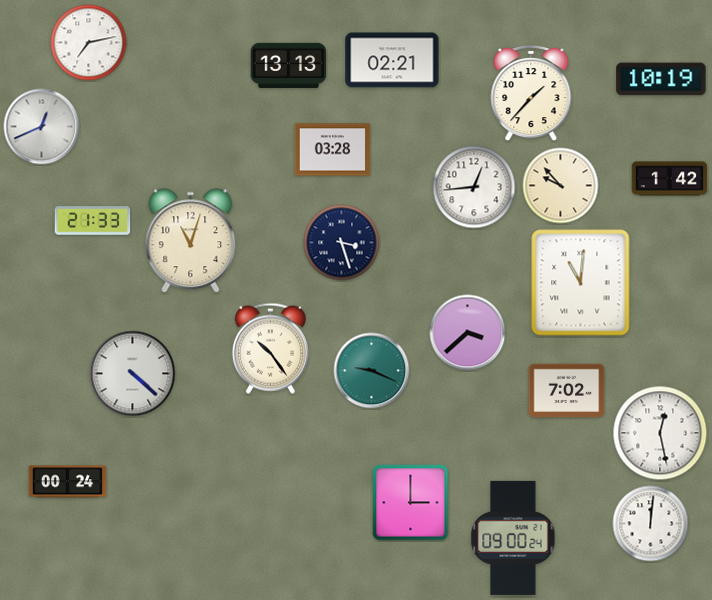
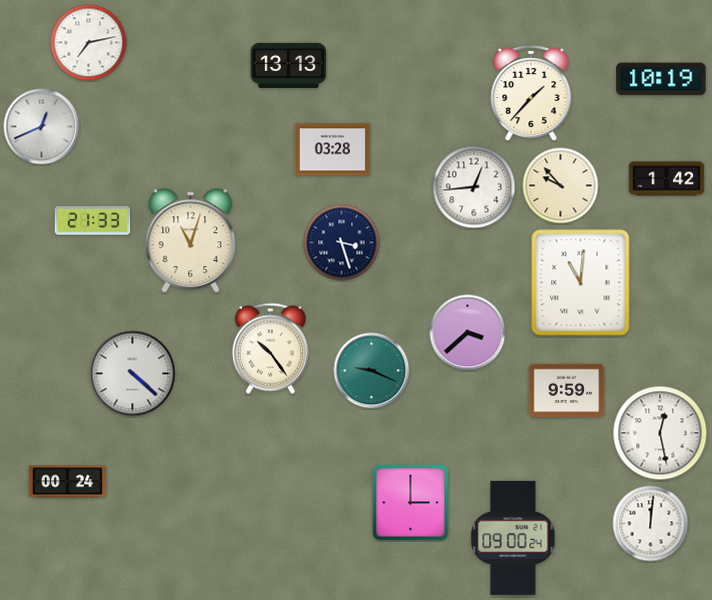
clock at (392, 60): 02:21 -> none
clock at (670, 179) position: (670, 179) -> (667, 179)
clock at (567, 391): 7:02 -> 9:59
